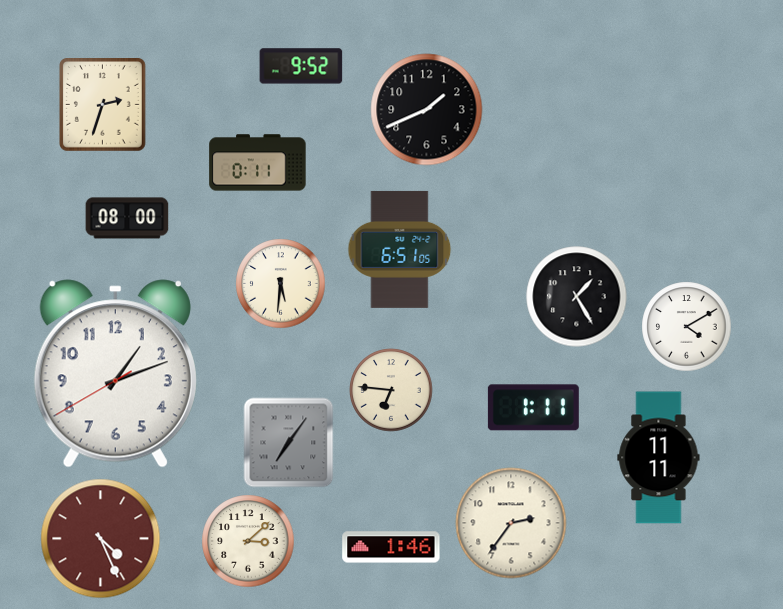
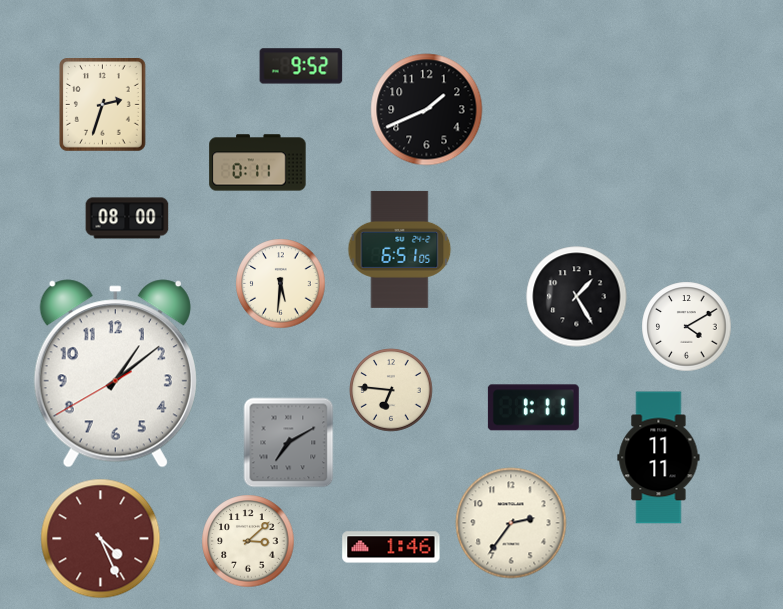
clock at (115, 374): 1:11 -> 1:08
clock at (289, 443): 7:06 -> 7:10
